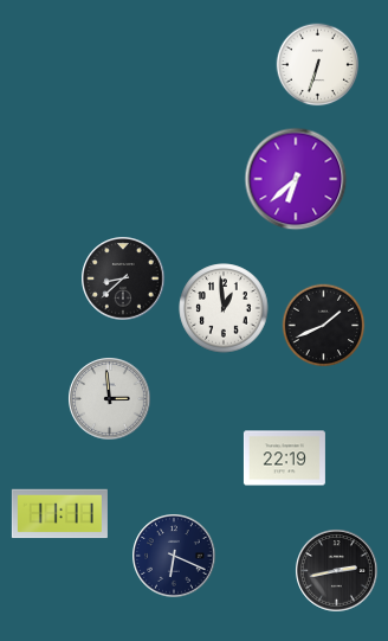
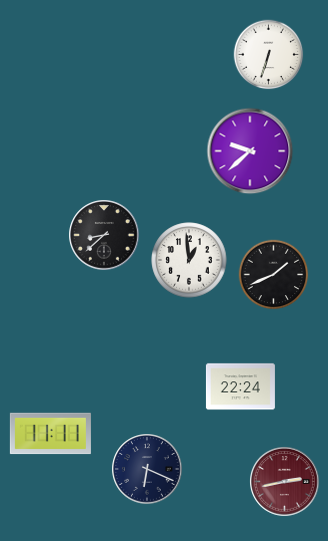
clock at (296, 179): 6:38 -> 9:38
clock at (110, 399): 2:59 -> none
clock at (284, 459): 22:19 -> 22:24
clock at (337, 571) dial: black -> burgundy
